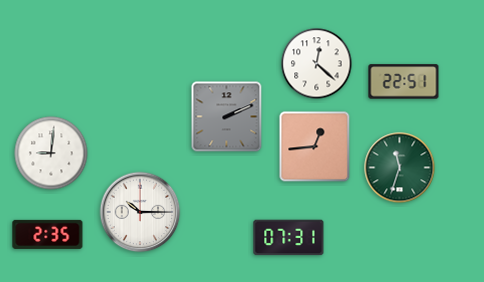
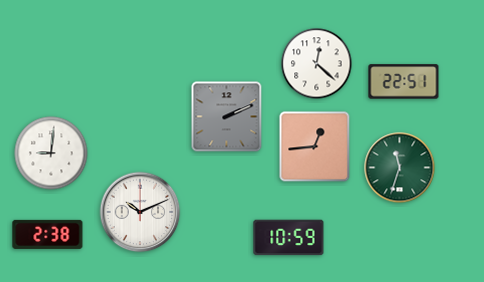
clock at (140, 212): 10:15 -> 10:11
clock at (48, 234): 2:35 -> 2:38
clock at (289, 238): 07:31 -> 10:59
